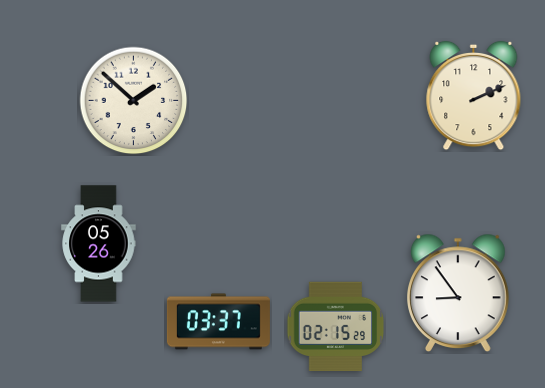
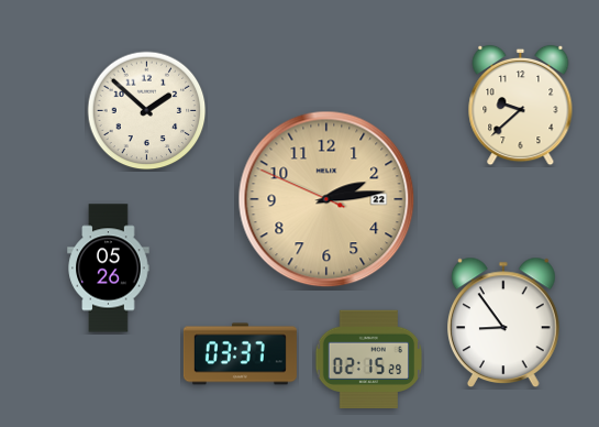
clock at (474, 96): 2:11 -> 9:38
clock at (326, 199): none -> 2:13
